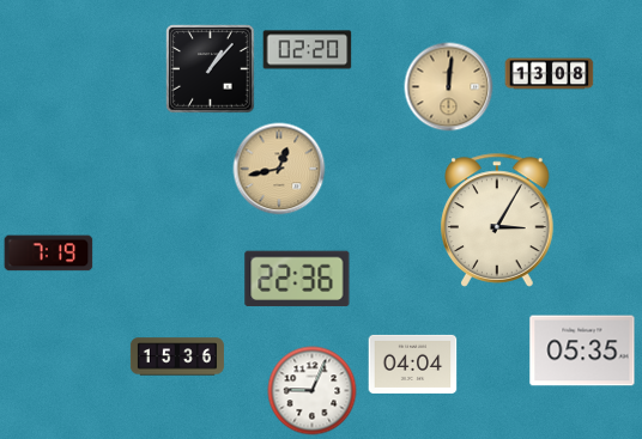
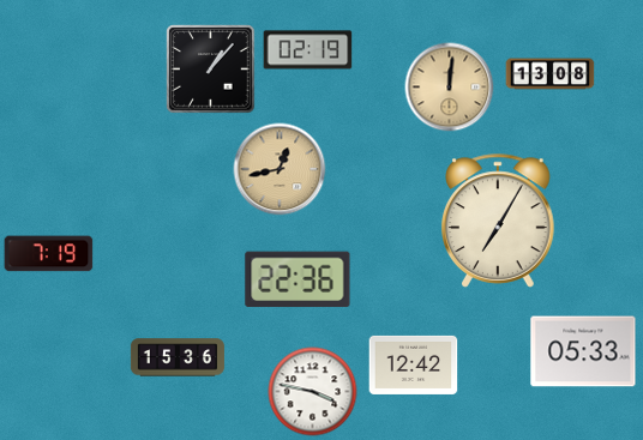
clock at (308, 50): 02:20 -> 02:19
clock at (497, 220): 3:05 -> 7:05
clock at (582, 350): 05:35 -> 05:33
clock at (413, 364): 04:04 -> 12:42
clock at (313, 391): 9:04 -> 3:47
